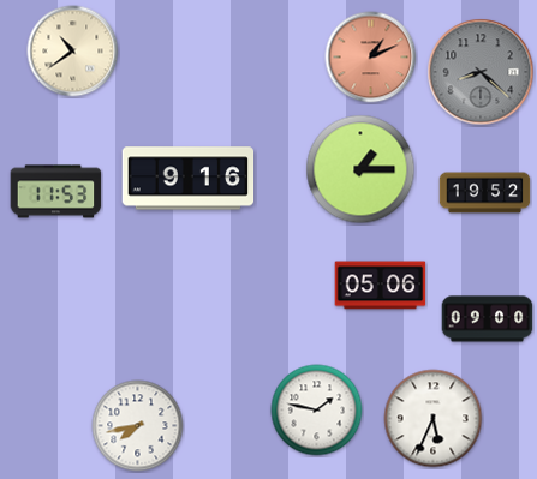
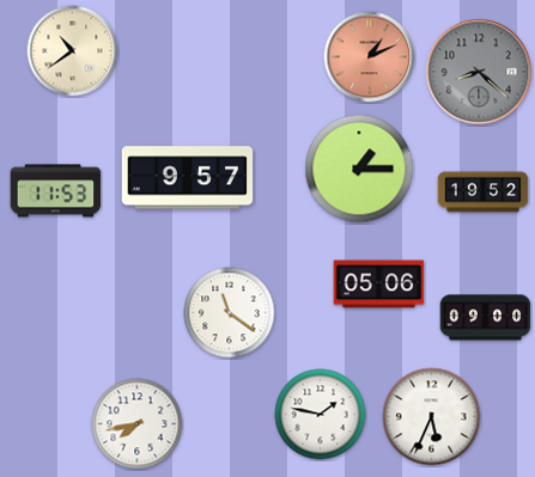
clock at (189, 179): 9:16 -> 9:57
clock at (230, 313): none -> 11:21
clock at (317, 411) position: (317, 411) -> (321, 415)
